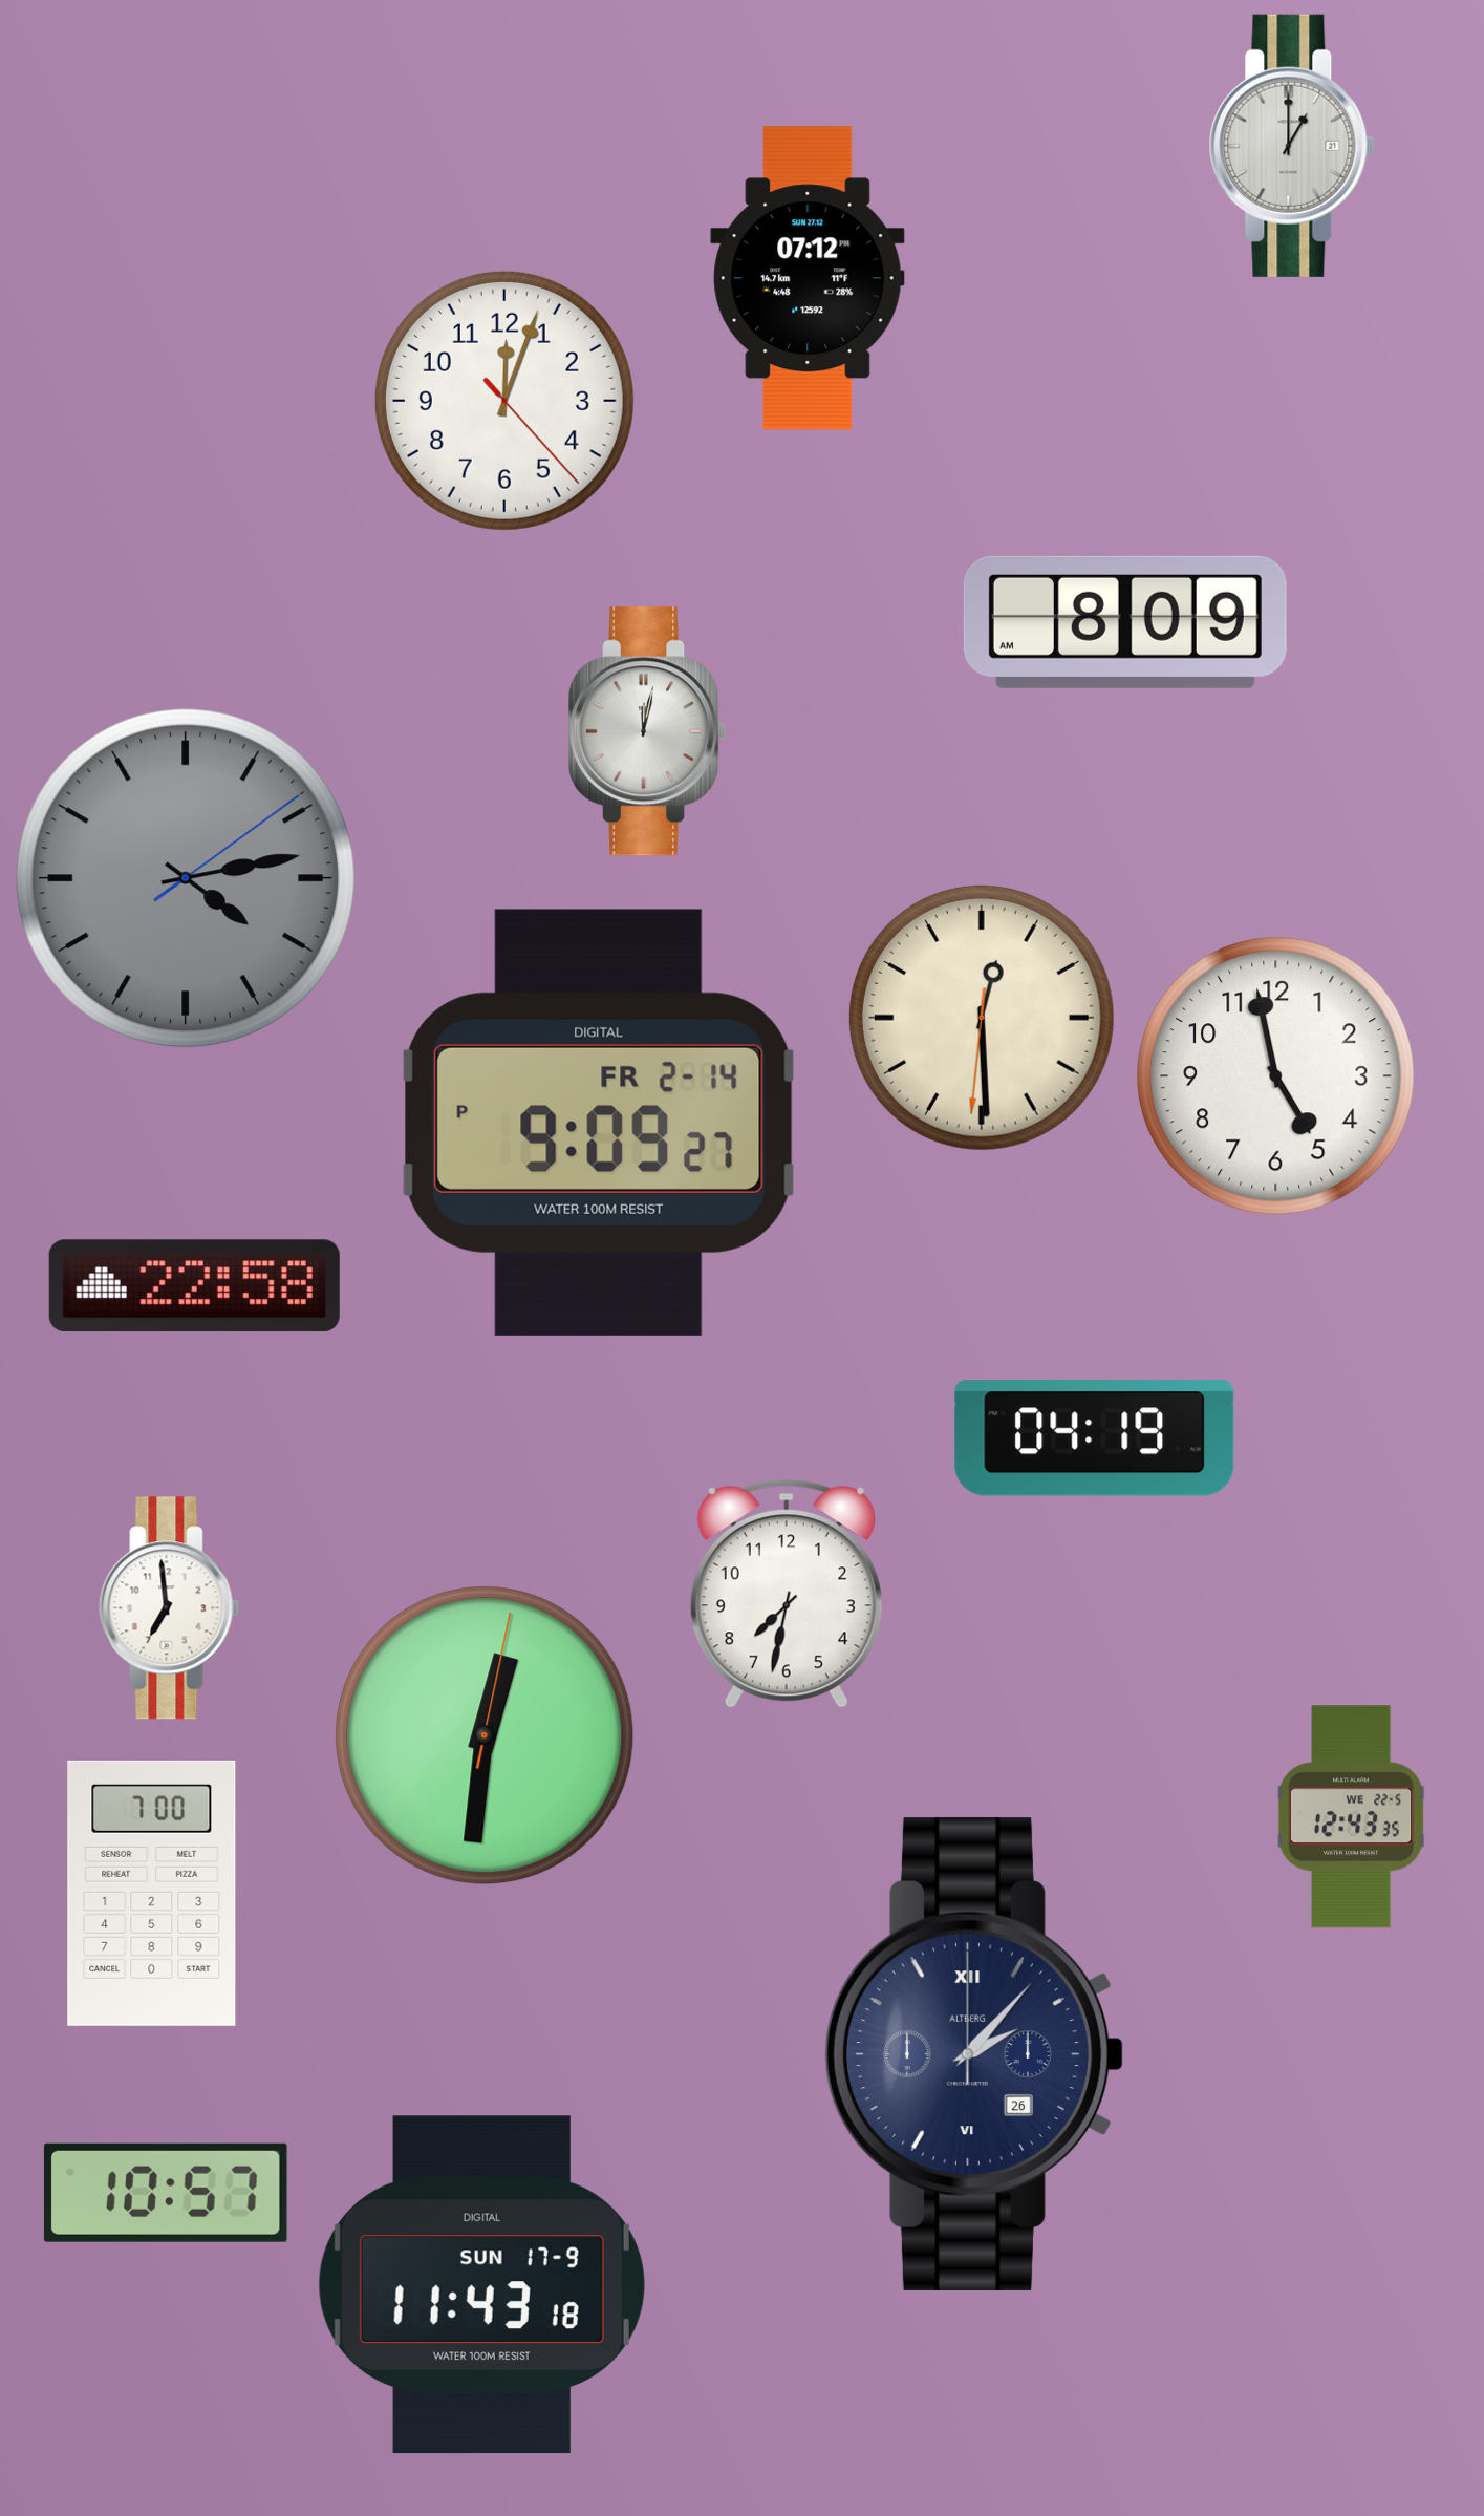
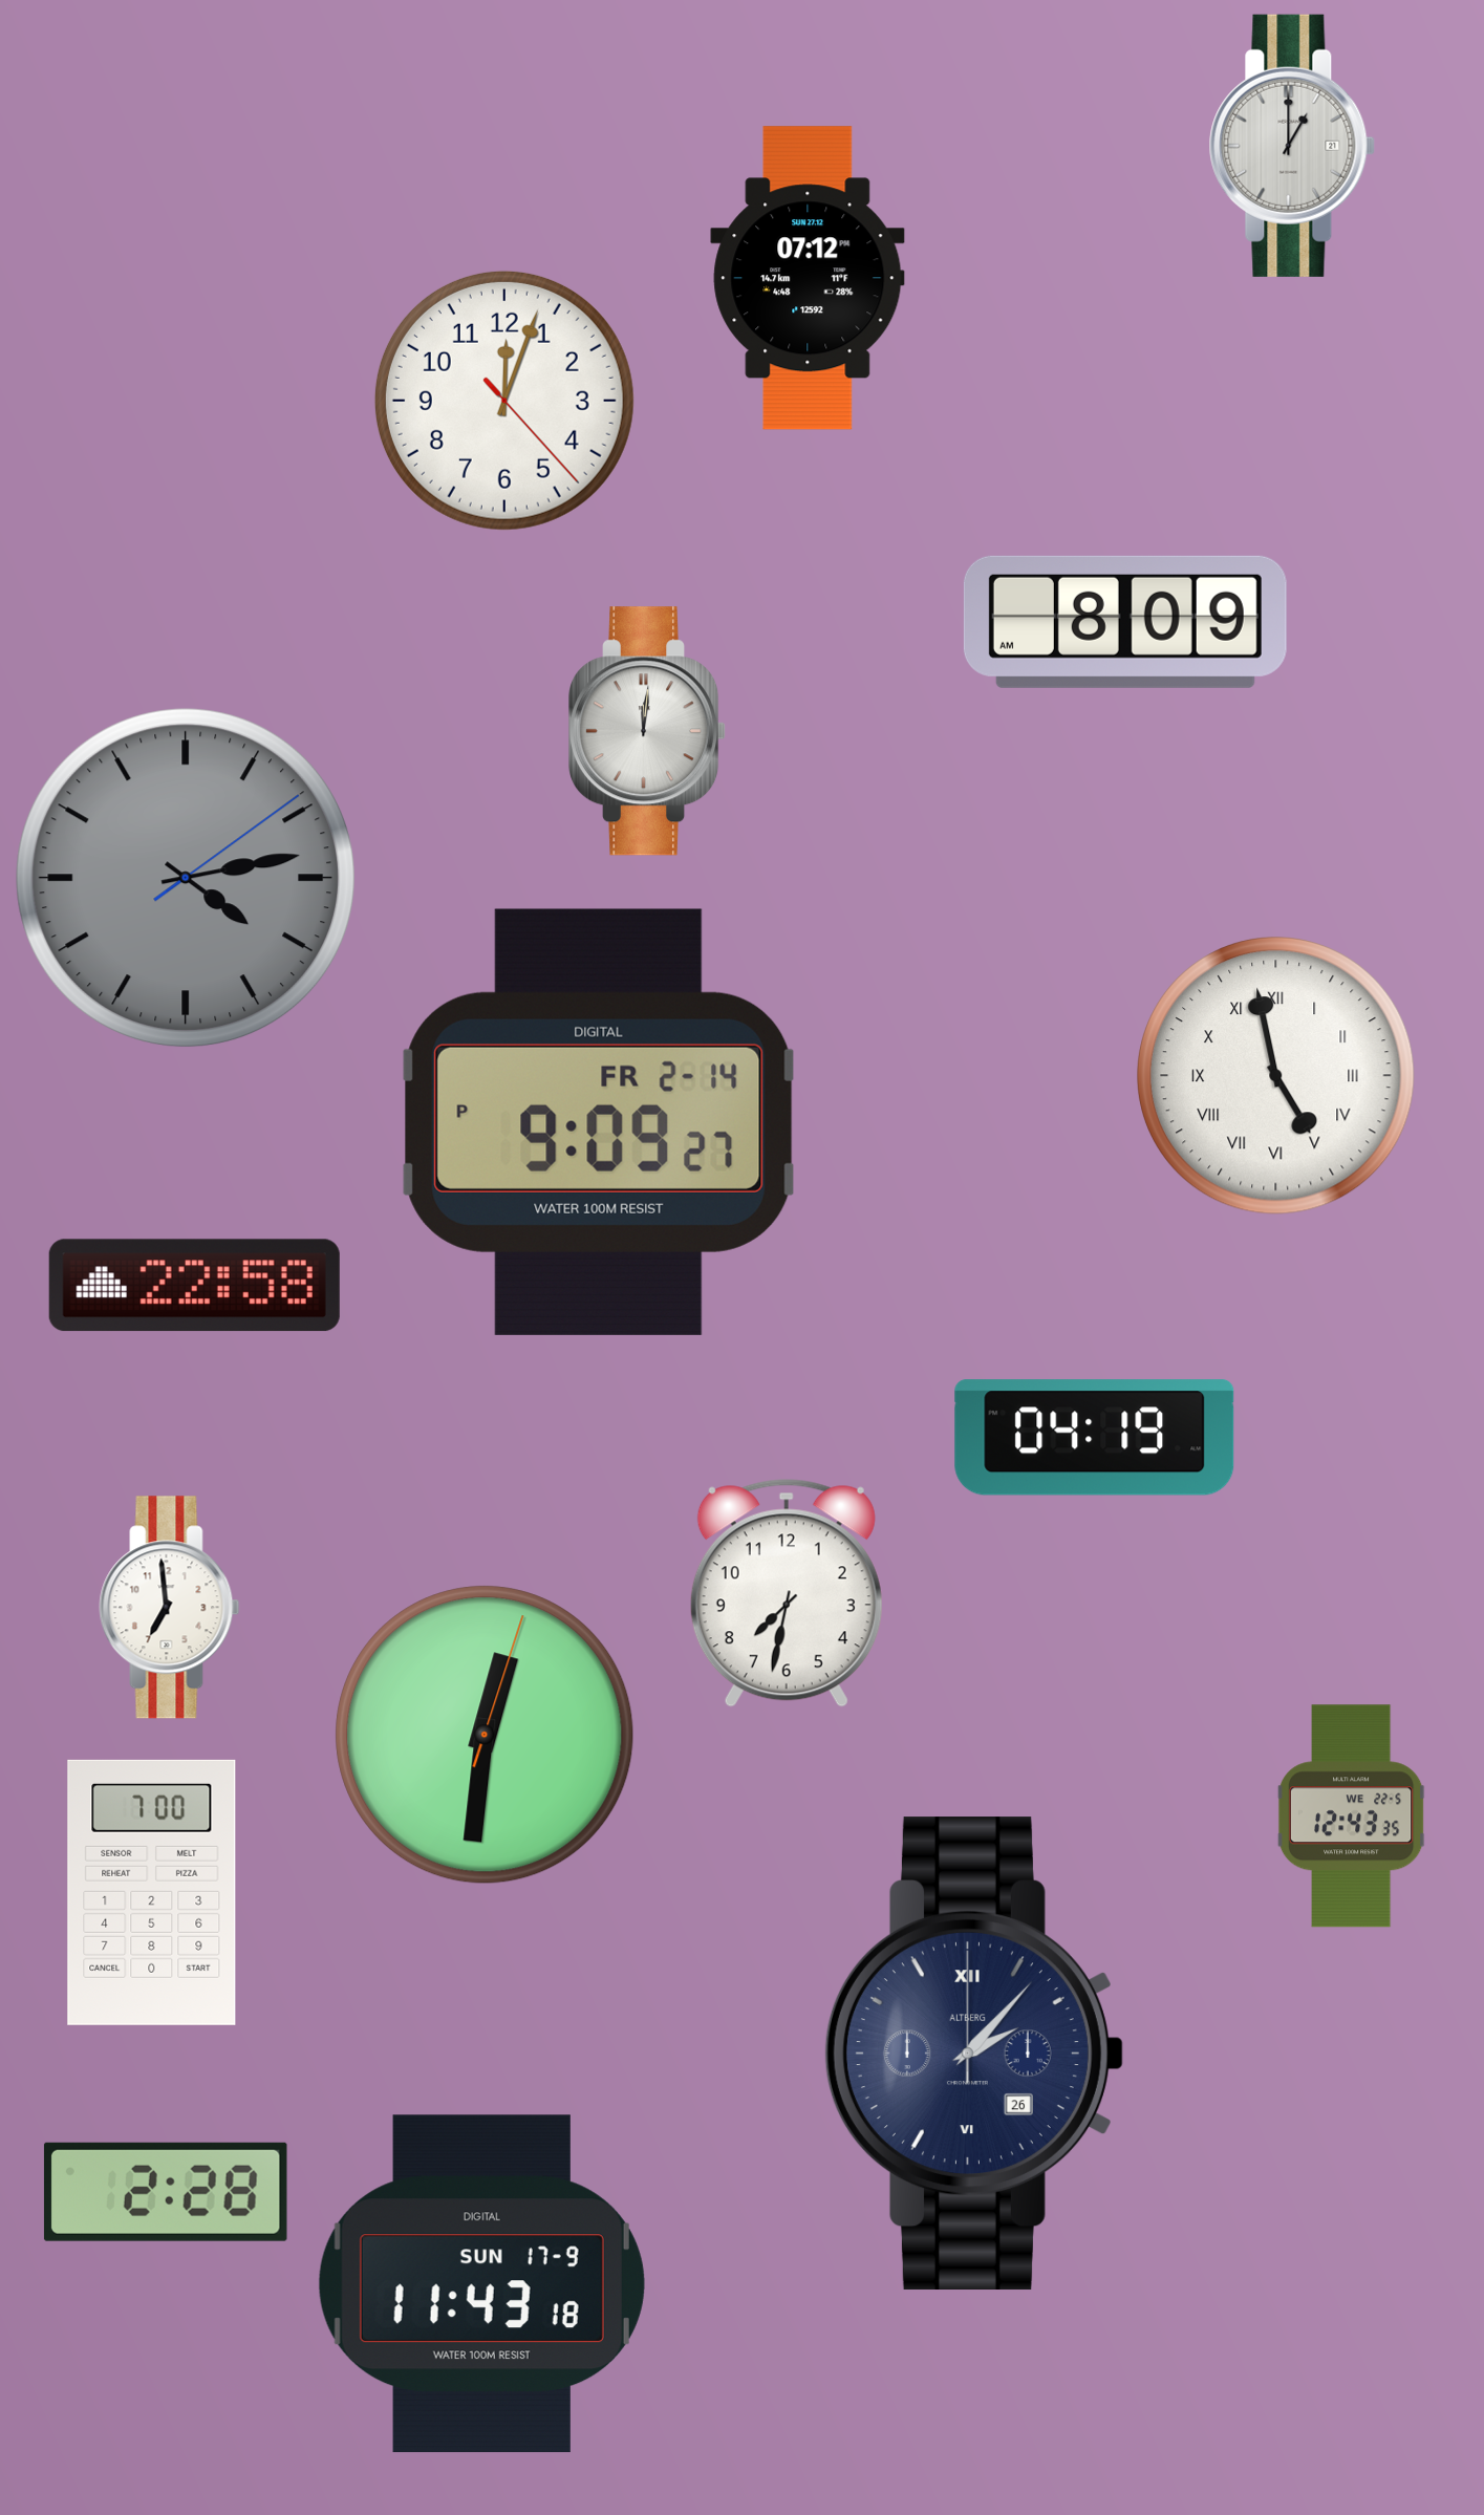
clock at (648, 731): 12:02 -> 12:01
clock at (982, 1018): 12:29 -> none
clock at (1276, 1076) numerals: Arabic -> Roman
clock at (485, 1735): 12:31:02 -> 12:31:03
clock at (166, 2193): 10:57 -> 2:28
